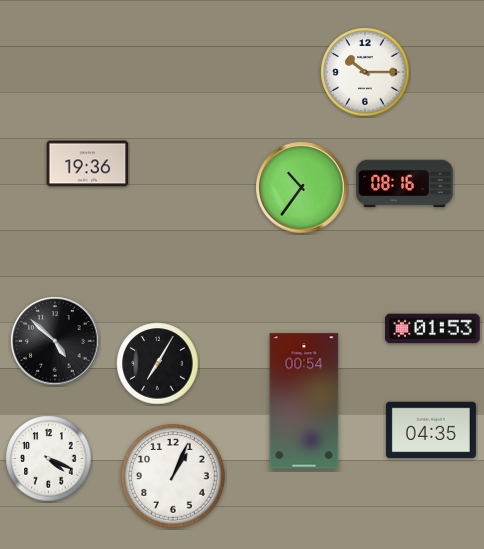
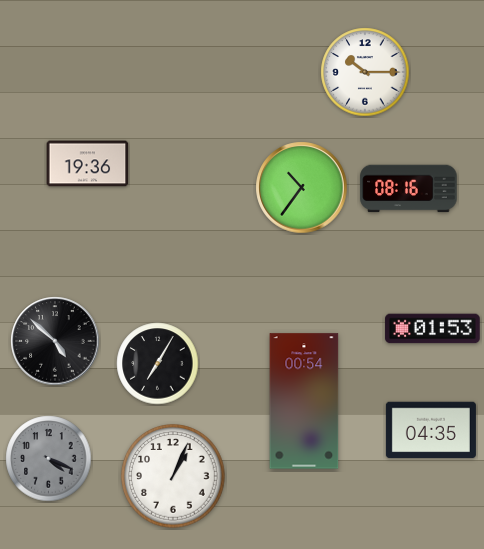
clock at (405, 184) position: (405, 184) -> (409, 189)
clock at (49, 459) dial: white -> grey
